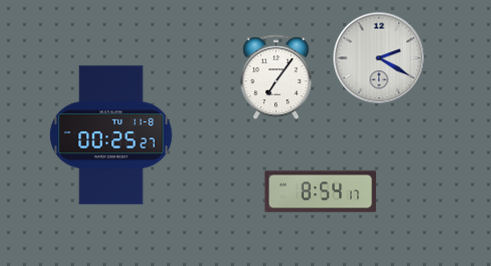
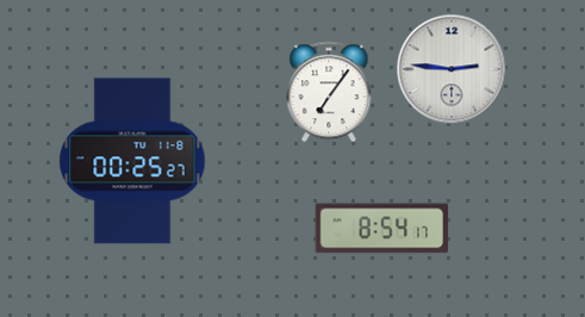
clock at (379, 58): 2:20 -> 2:46
